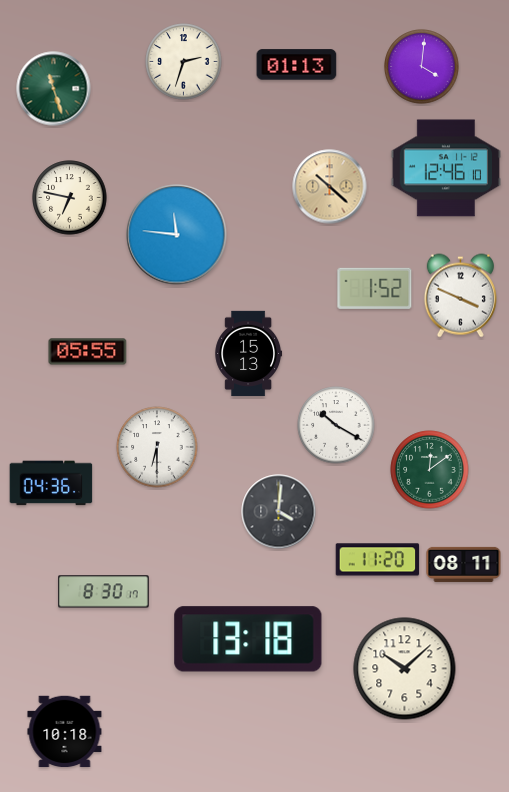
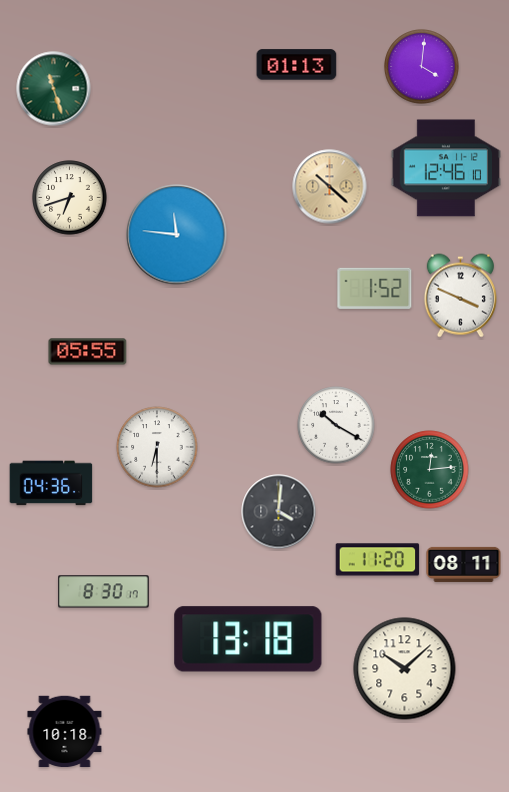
clock at (184, 62): 2:33 -> none
clock at (70, 198): 6:47 -> 6:42
clock at (249, 354): 15:13 -> none
clock at (430, 470): 12:09 -> 12:14
